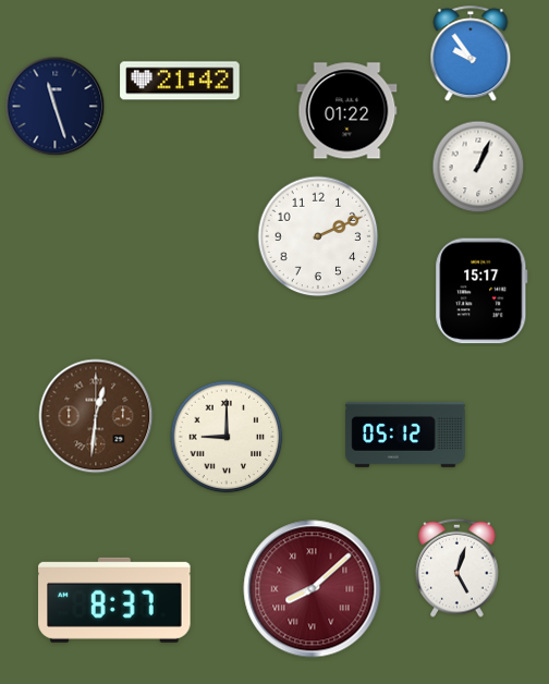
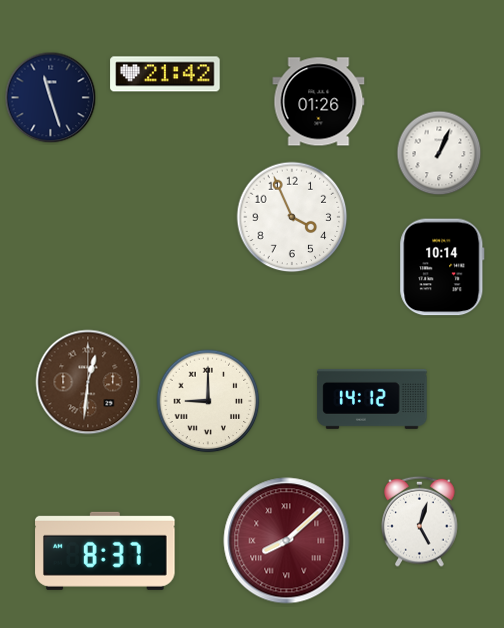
clock at (471, 54): 9:54 -> none
clock at (347, 111): 01:22 -> 01:26
clock at (318, 236): 2:11 -> 3:56
clock at (481, 291): 15:17 -> 10:14
clock at (405, 435): 05:12 -> 14:12
